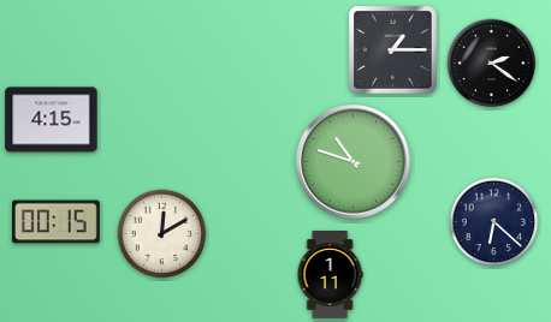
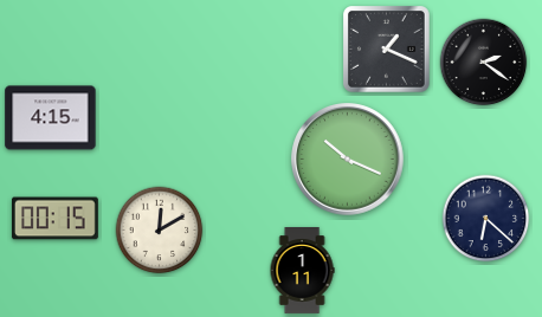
clock at (393, 50): 1:15 -> 1:19
clock at (354, 162): 10:48 -> 10:19
clock at (330, 275) position: (330, 275) -> (302, 271)
